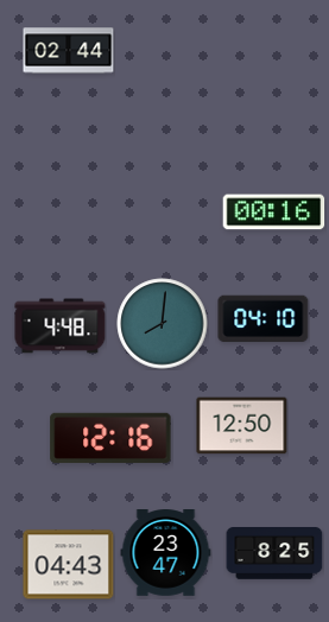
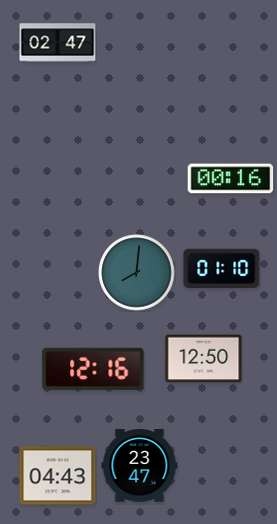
clock at (69, 51): 02:44 -> 02:47
clock at (264, 319): 04:10 -> 01:10
clock at (61, 326): 4:48 -> none
clock at (274, 553): 8:25 -> none
